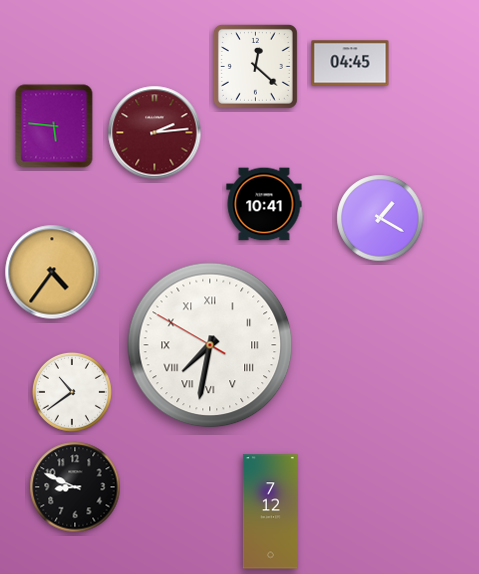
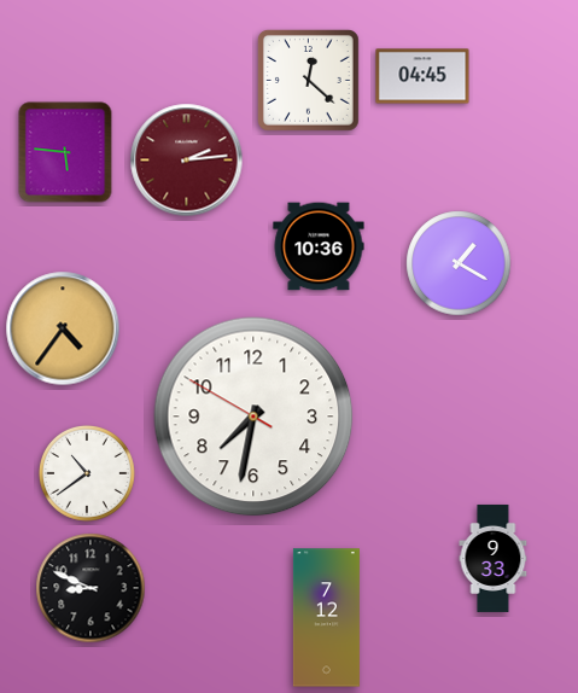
clock at (264, 204): 10:41 -> 10:36
clock at (210, 345) numerals: Roman -> Arabic
clock at (494, 558): none -> 9:33
